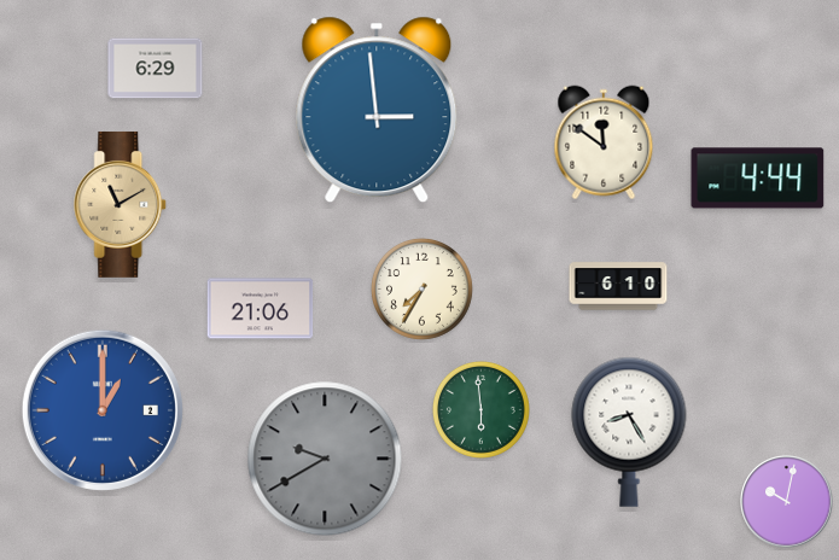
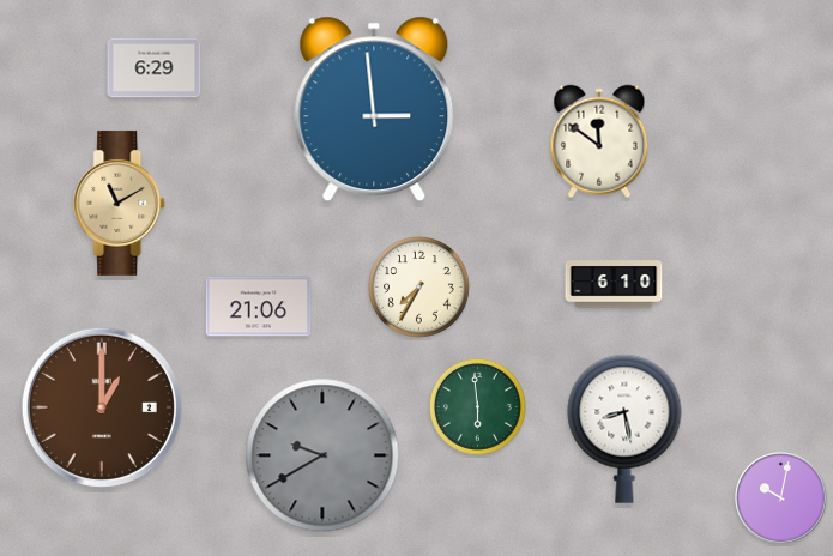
clock at (758, 179): 4:44 -> none
clock at (103, 410) dial: blue -> brown
clock at (629, 432): 8:25 -> 8:28
